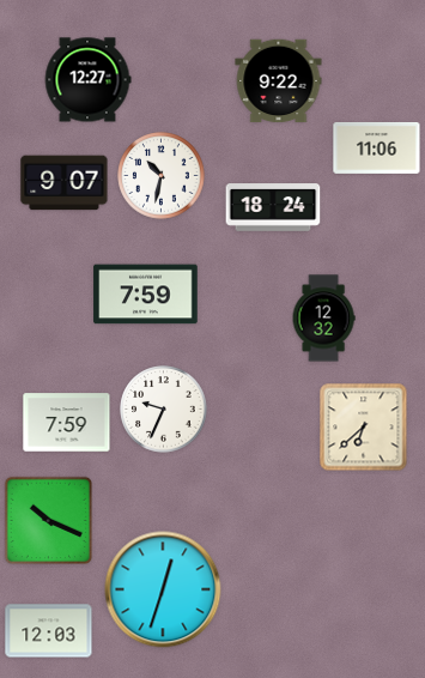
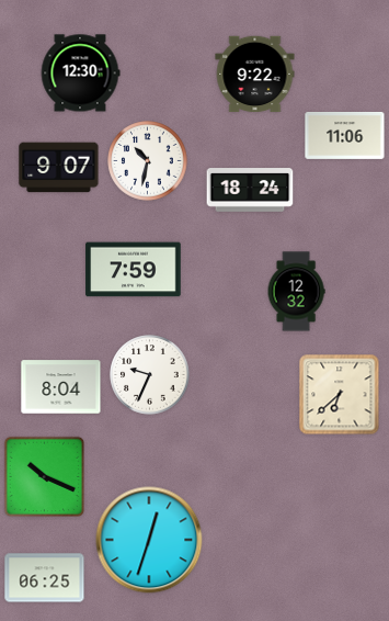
clock at (87, 80): 12:27 -> 12:30
clock at (67, 423): 7:59 -> 8:04
clock at (364, 428) position: (364, 428) -> (340, 395)
clock at (49, 631): 12:03 -> 06:25
